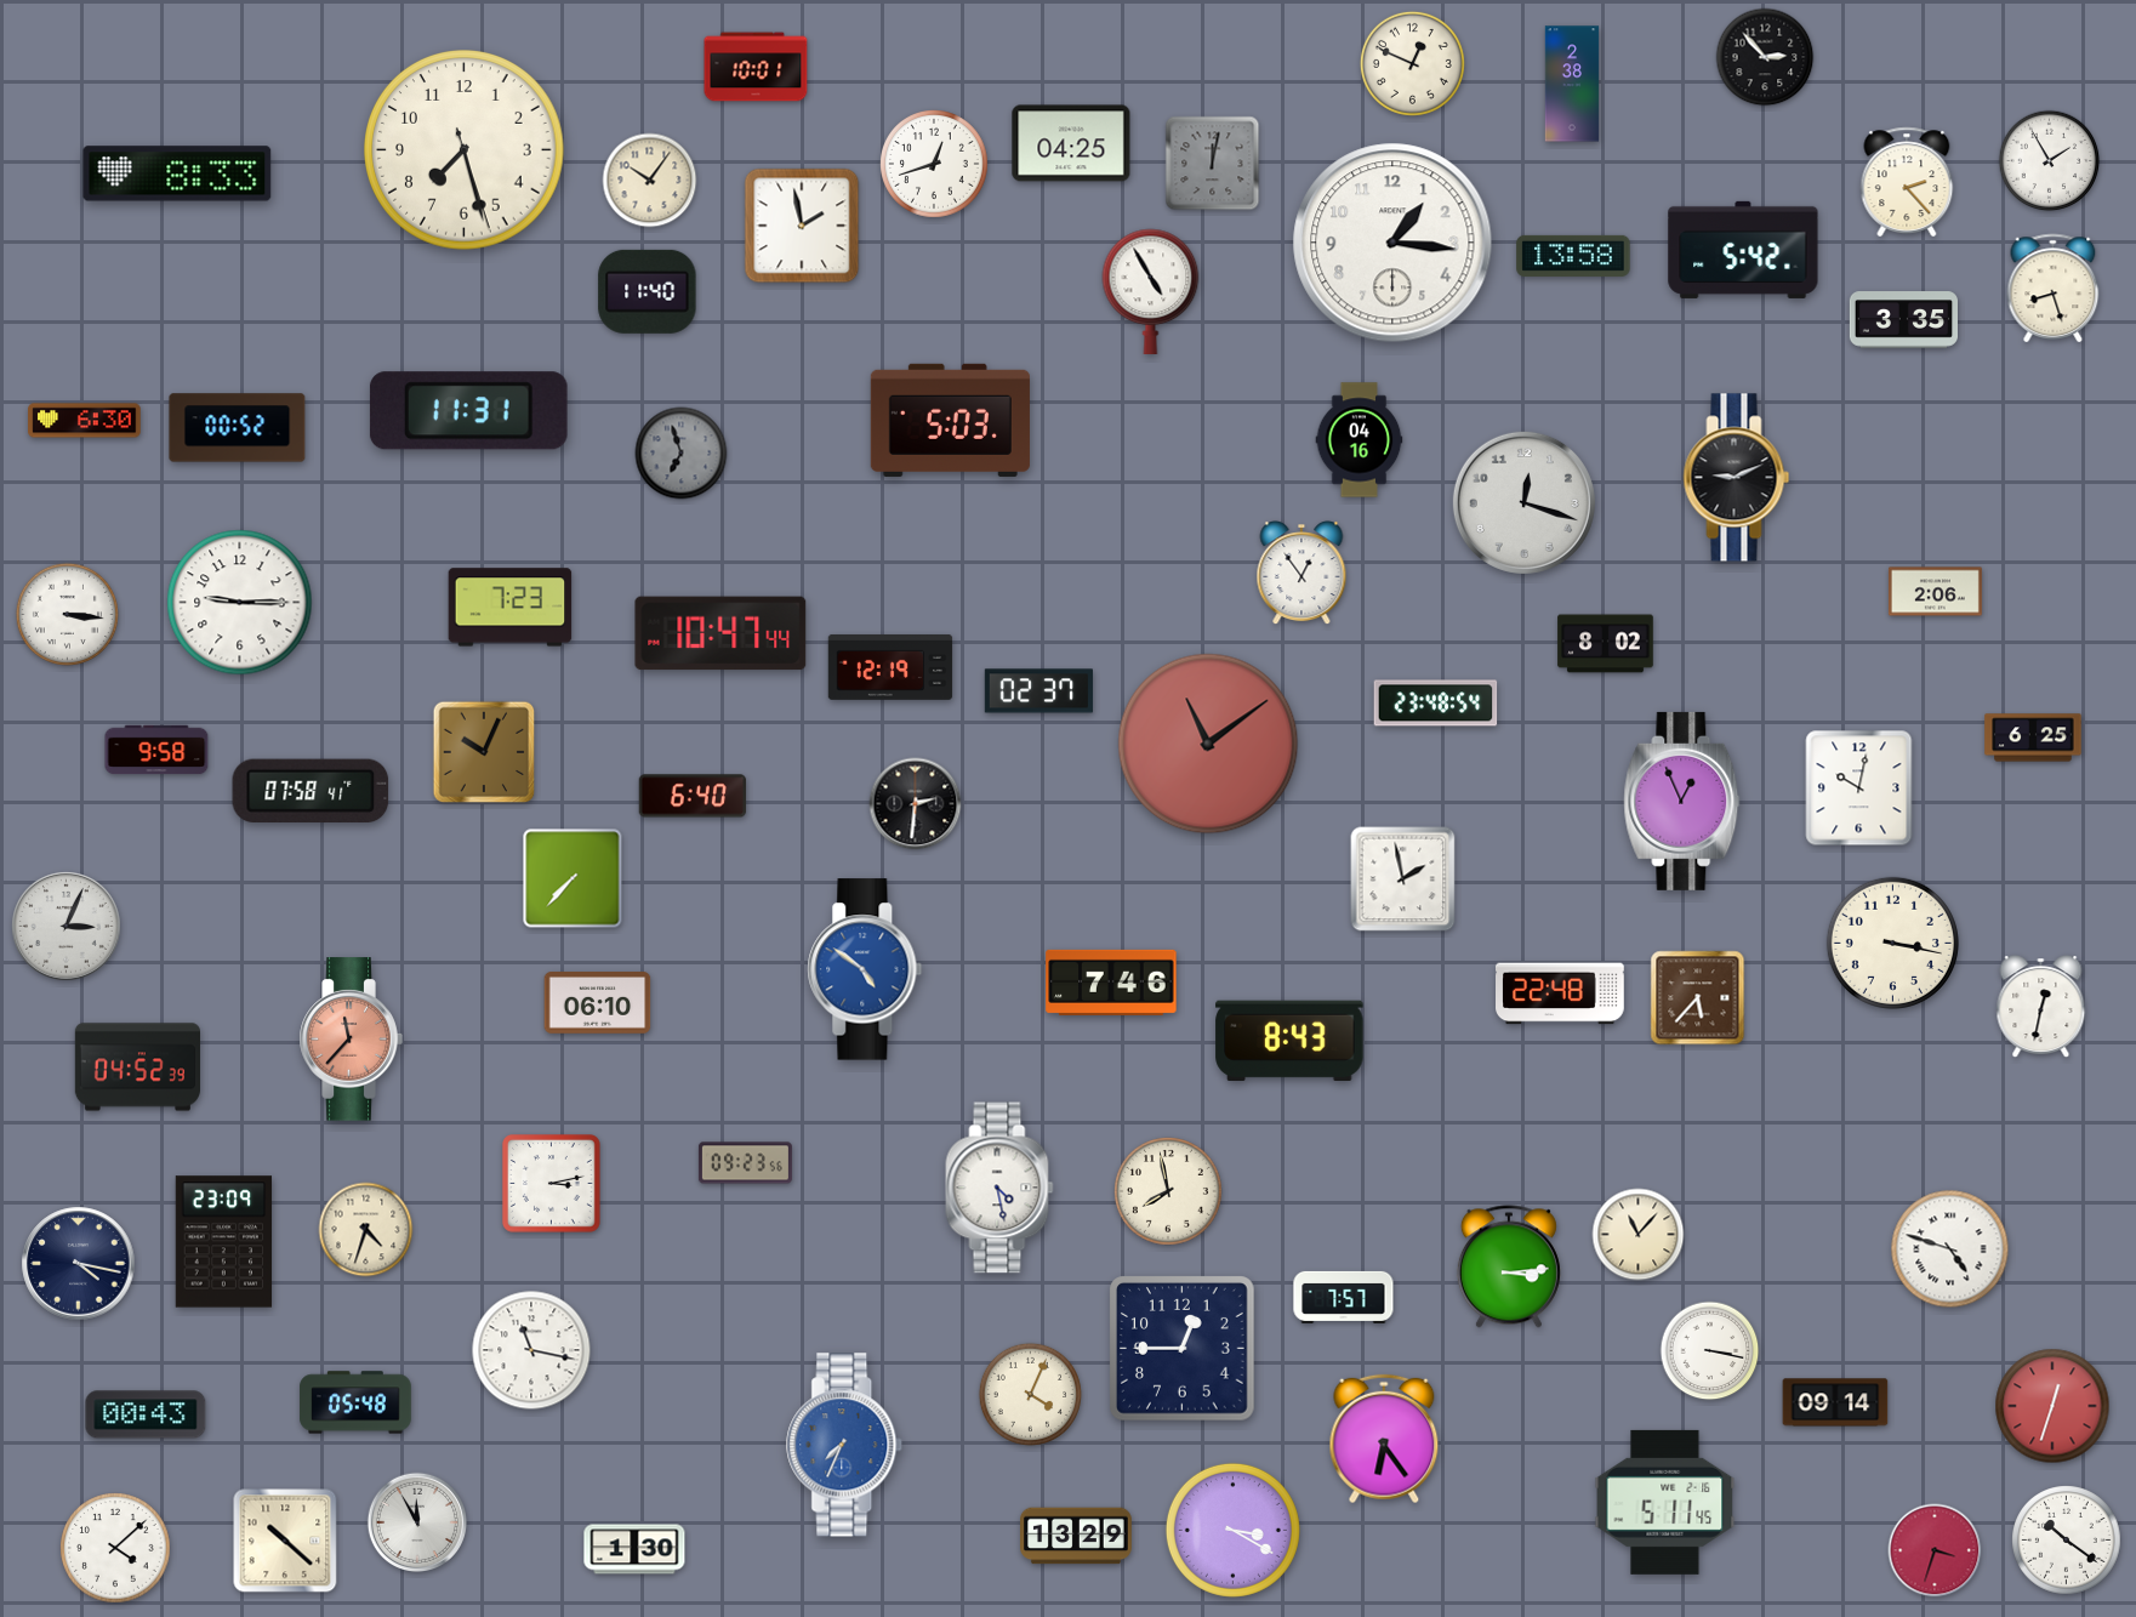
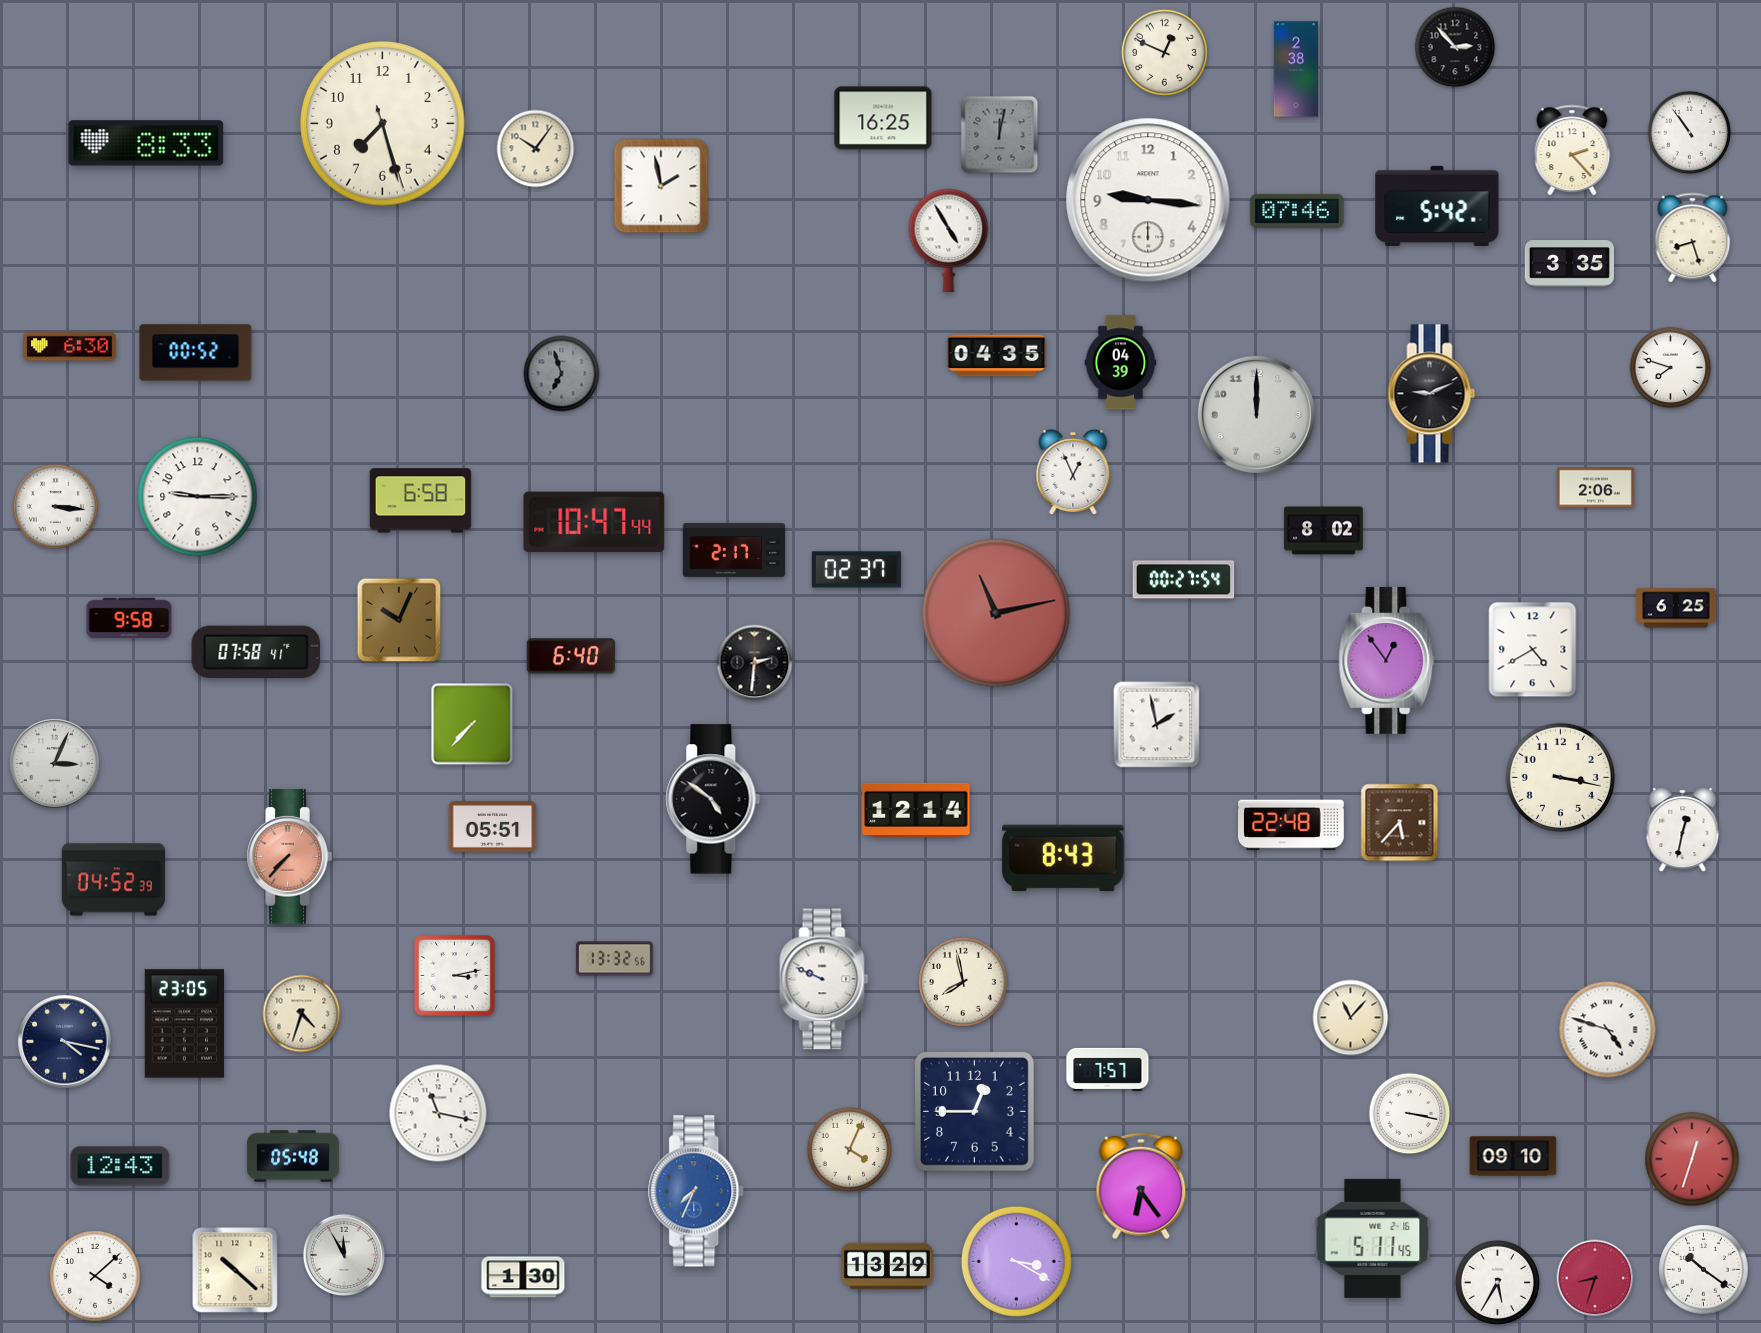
clock at (756, 67): 10:01 -> none
clock at (1071, 143): 04:25 -> 16:25
clock at (2050, 161): 1:55 -> 10:54
clock at (935, 165): 12:42 -> none
clock at (1392, 243): 1:16 -> 9:16
clock at (1573, 256): 13:58 -> 07:46
clock at (648, 291): 11:40 -> none
clock at (468, 411): 11:31 -> none
clock at (950, 420): 5:03 -> none
clock at (997, 356): none -> 04:35
clock at (1360, 440): 04:16 -> 04:39
clock at (1671, 368): none -> 7:48
clock at (1523, 502): 12:18 -> 12:00
clock at (1301, 574): 12:54 -> 12:56
clock at (511, 608): 7:23 -> 6:58
clock at (890, 667): 12:19 -> 2:17
clock at (1436, 704): 23:48 -> 00:27
clock at (1208, 744): 11:09 -> 11:13
clock at (1859, 788): 10:02 -> 4:40
clock at (1682, 801): 12:56 -> 12:54
clock at (865, 969) dial: blue -> black
clock at (1111, 983): 7:46 -> 12:14
clock at (1561, 993) position: (1561, 993) -> (1292, 825)
clock at (598, 1003): 06:10 -> 05:51
clock at (351, 1040): 11:37 -> 7:37
clock at (745, 1163): 09:23 -> 13:32
clock at (999, 1188): 4:28 -> 9:49
clock at (224, 1242): 23:09 -> 23:05
clock at (1509, 1266): 3:14 -> none
clock at (1835, 1402): 09:14 -> 09:10
clock at (146, 1414): 00:43 -> 12:43
clock at (1935, 1550): 3:33 -> 8:33
clock at (1497, 1282): none -> 5:35
